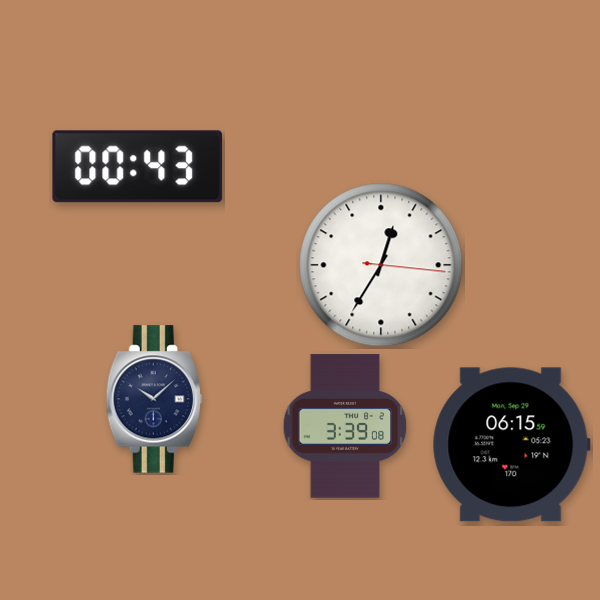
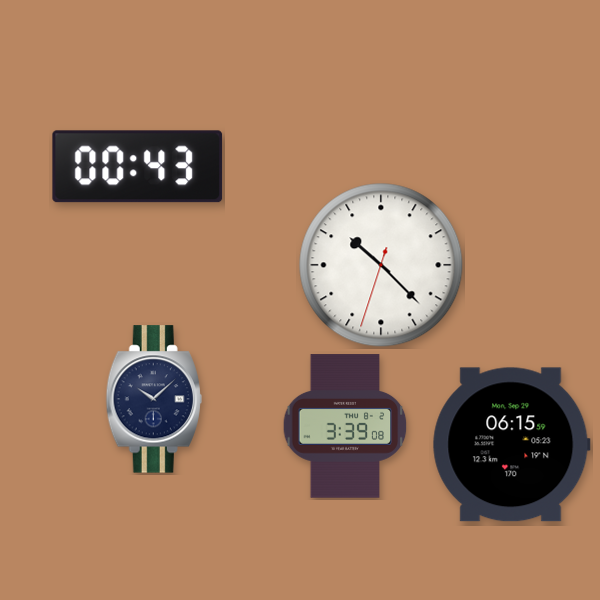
clock at (381, 265): 12:35 -> 10:22
